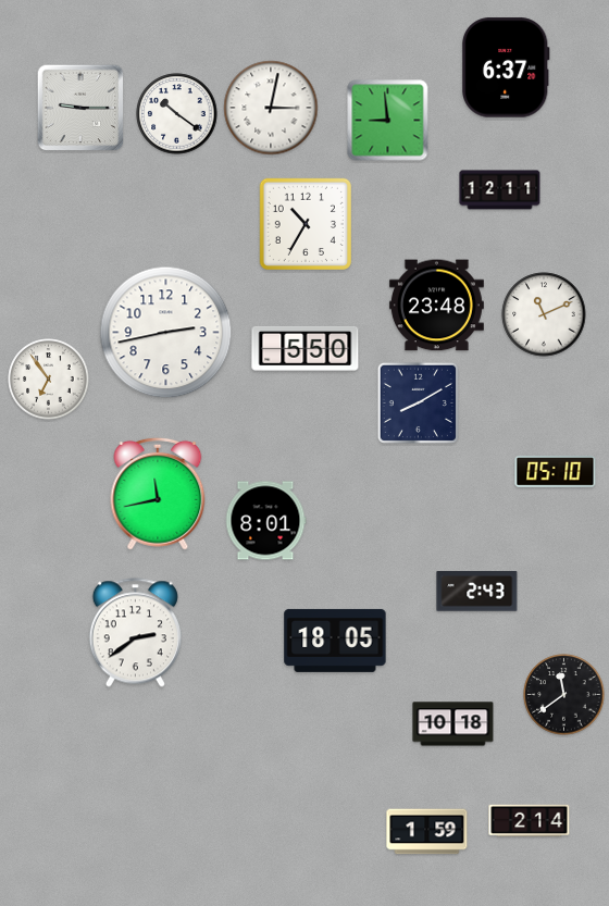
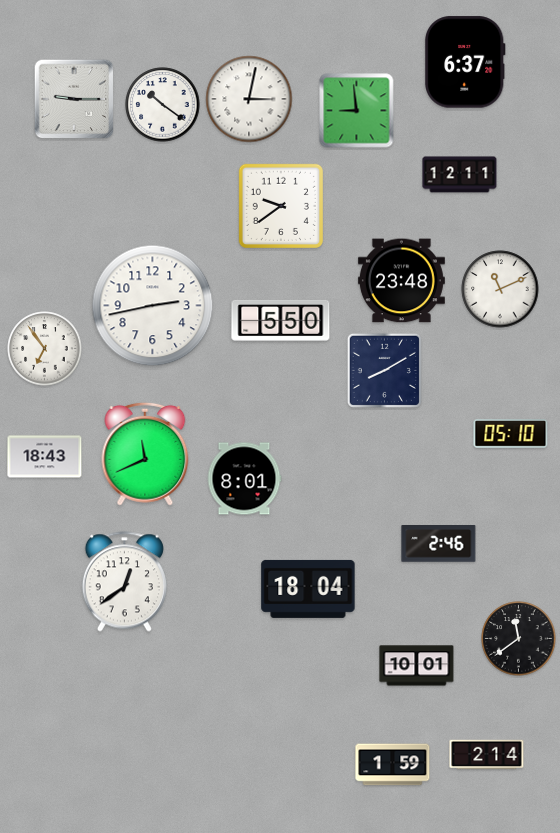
clock at (306, 224): 10:35 -> 9:39
clock at (158, 494): 11:43 -> 11:41
clock at (45, 457): none -> 18:43
clock at (477, 592): 2:43 -> 2:46
clock at (135, 633): 2:39 -> 12:39
clock at (335, 641): 18:05 -> 18:04
clock at (453, 724): 10:18 -> 10:01
